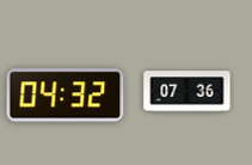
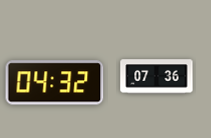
clock at (66, 96) position: (66, 96) -> (55, 83)
